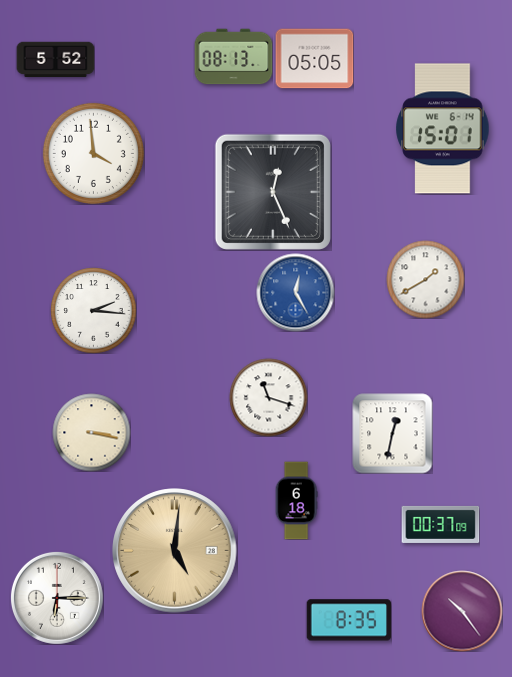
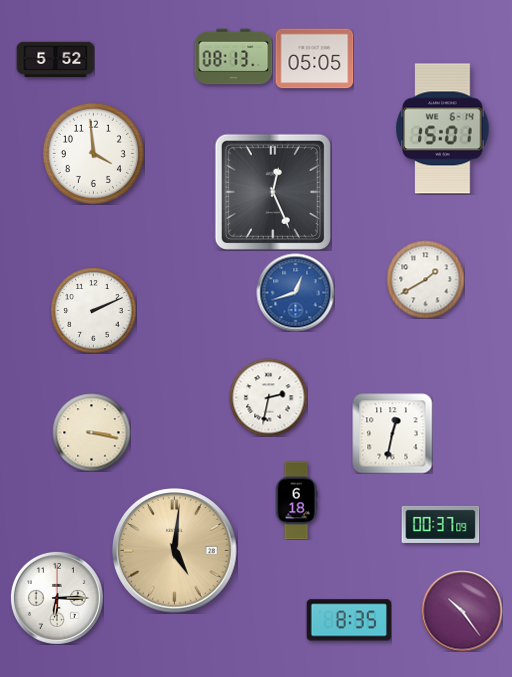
clock at (295, 292): 12:25 -> 12:42
clock at (93, 310): 2:16 -> 2:11
clock at (268, 397): 11:18 -> 2:32
